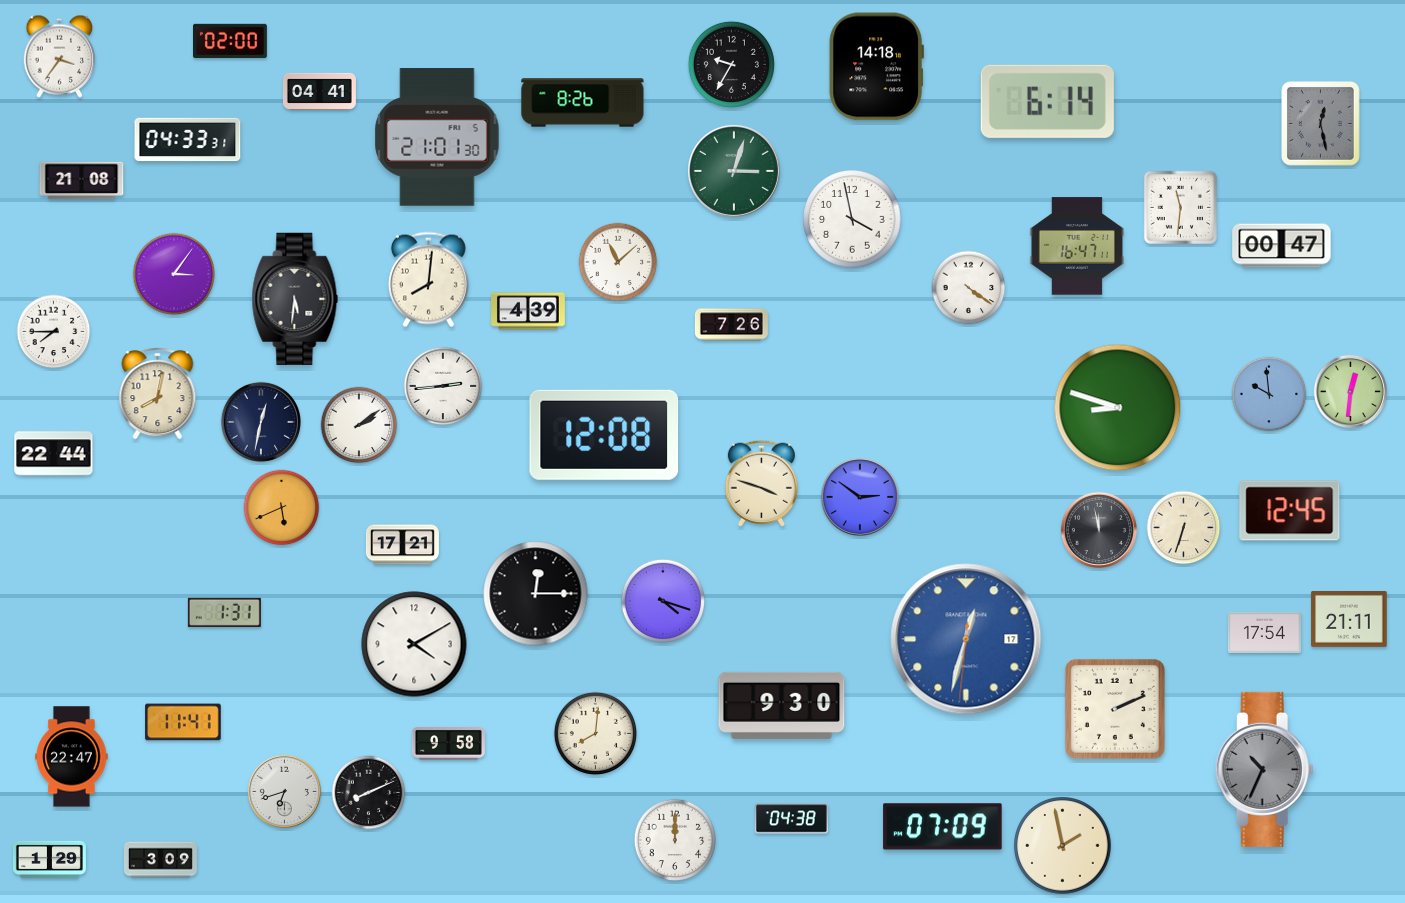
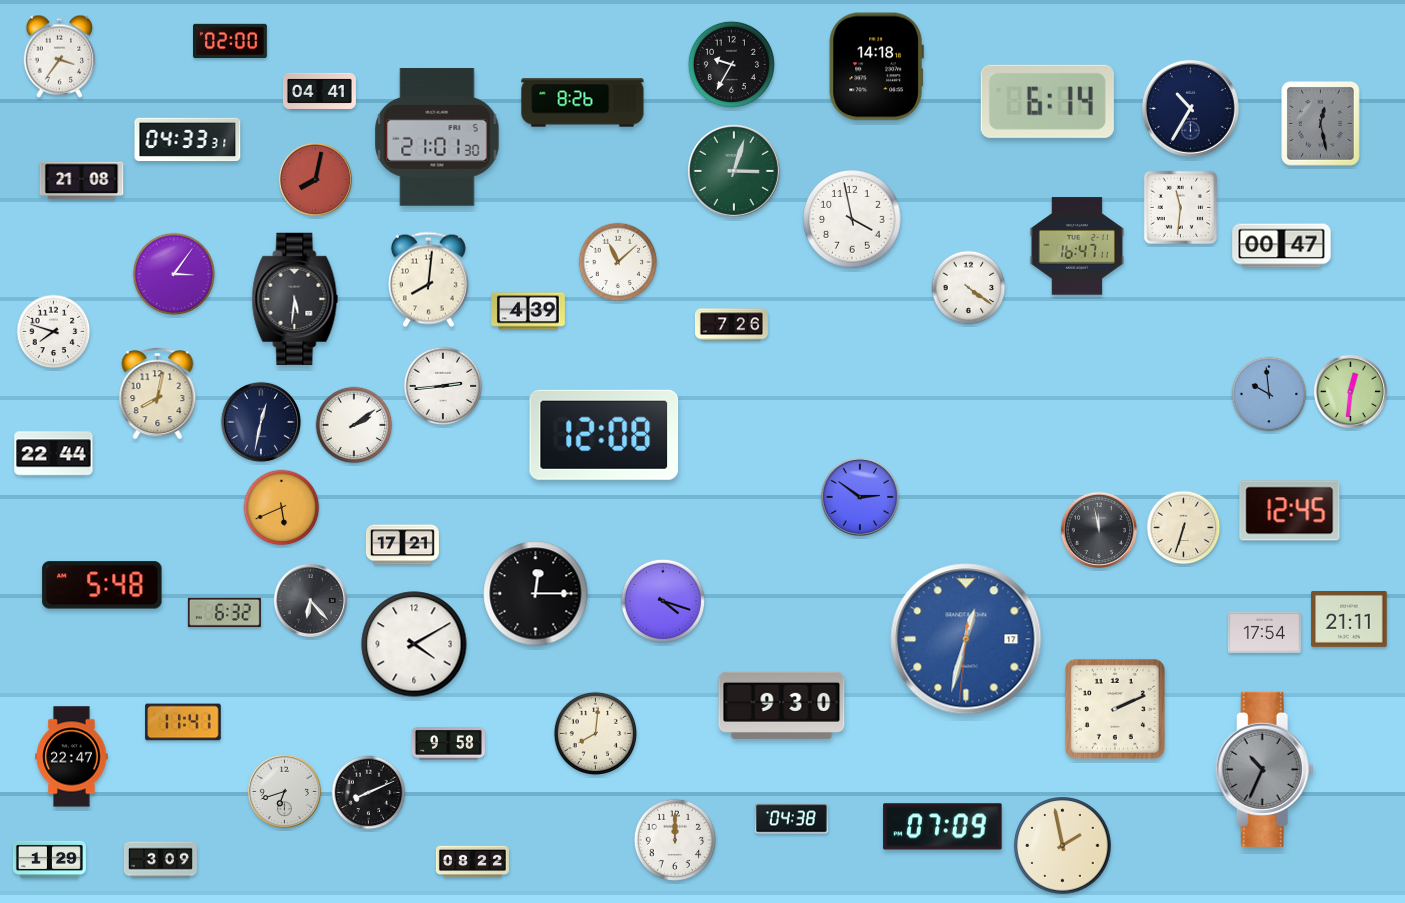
clock at (1190, 108): none -> 10:35
clock at (315, 179): none -> 8:02
clock at (54, 332): 7:45 -> 7:48
clock at (1118, 408): 8:48 -> none
clock at (359, 425) position: (359, 425) -> (354, 425)
clock at (761, 483): 3:48 -> none
clock at (102, 585): none -> 5:48
clock at (310, 600): none -> 6:23
clock at (224, 612): 1:31 -> 6:32
clock at (472, 862): none -> 08:22
